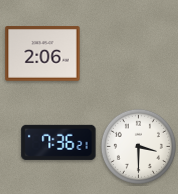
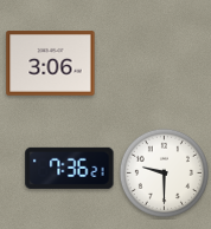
clock at (43, 54): 2:06 -> 3:06
clock at (138, 146): 3:30 -> 9:30
